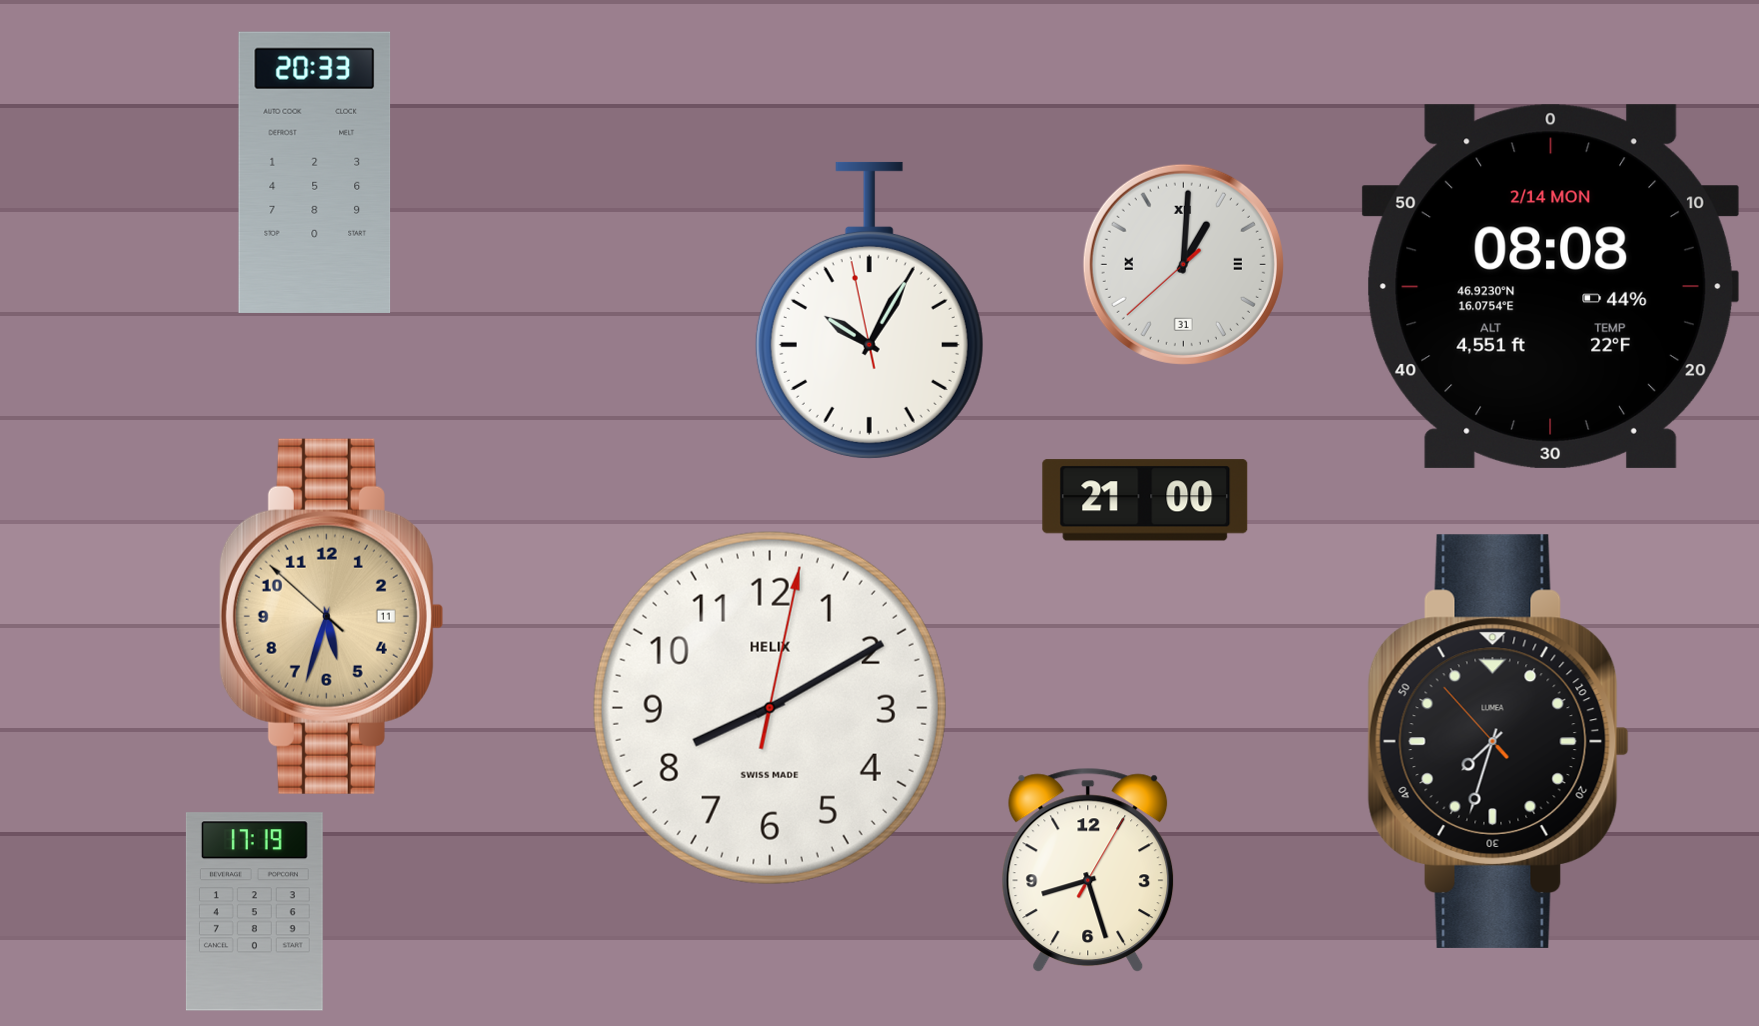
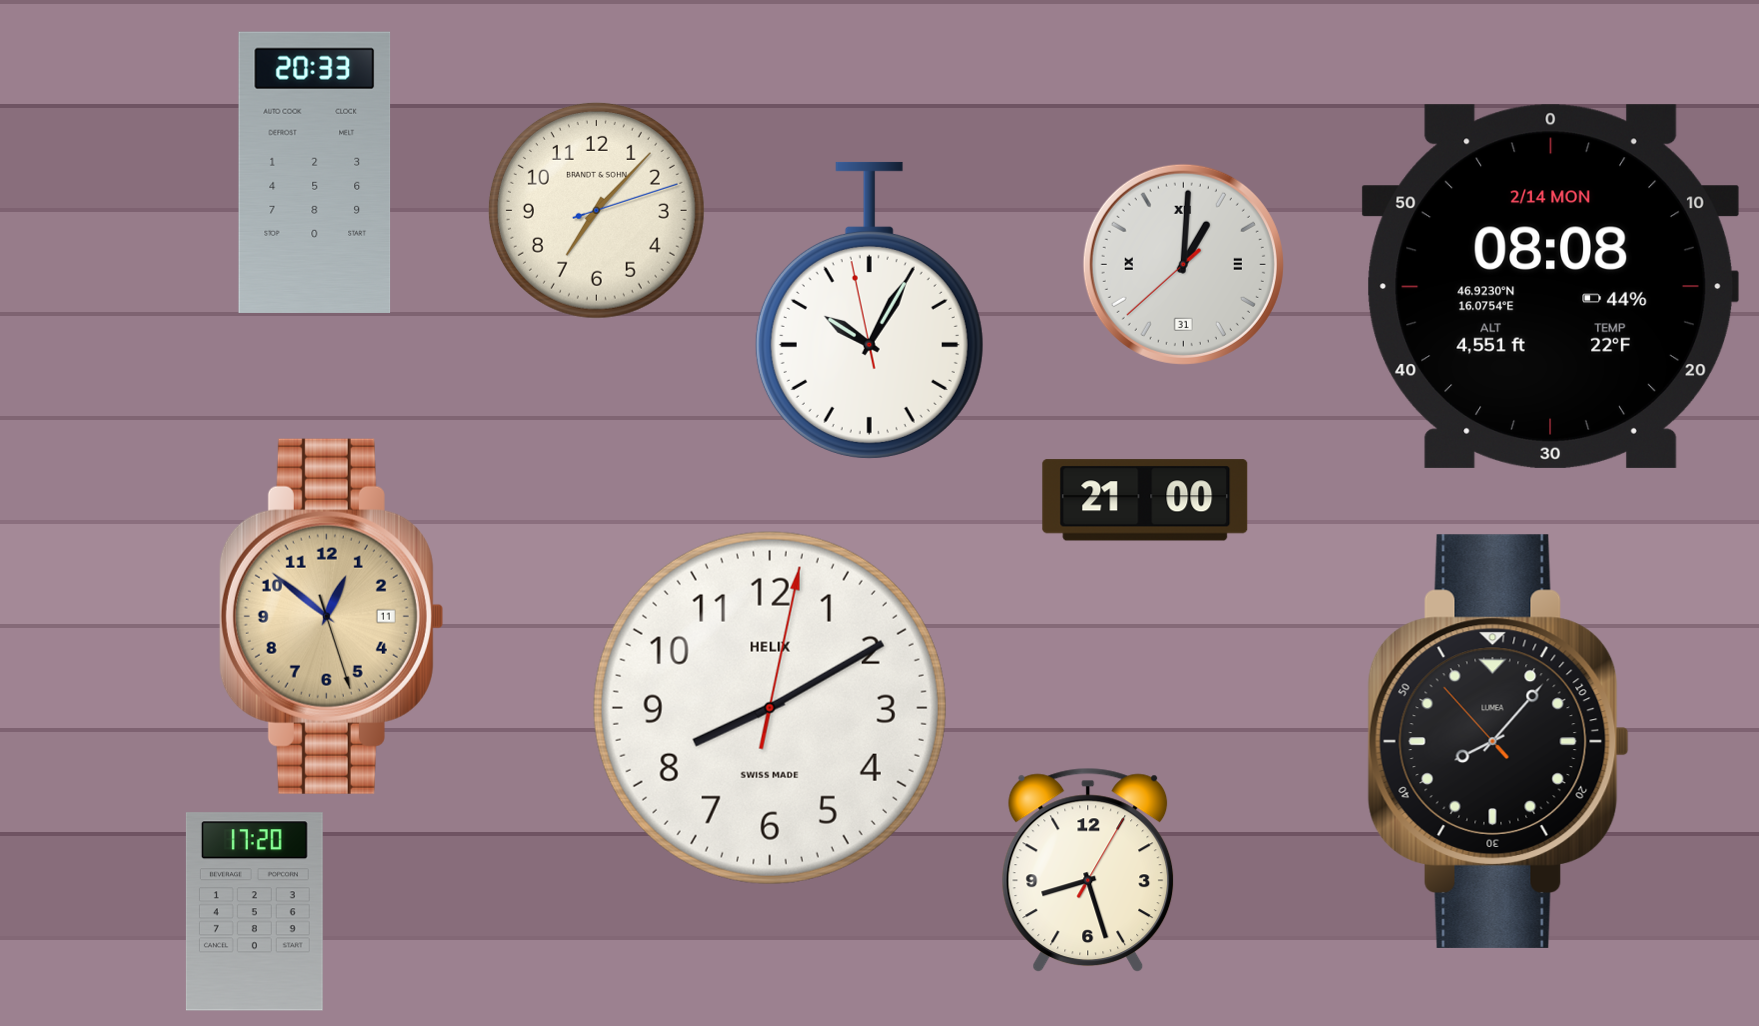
clock at (596, 210): none -> 7:07
clock at (331, 616): 5:32 -> 12:51
clock at (1498, 741): 7:32 -> 8:06
clock at (254, 912): 17:19 -> 17:20
